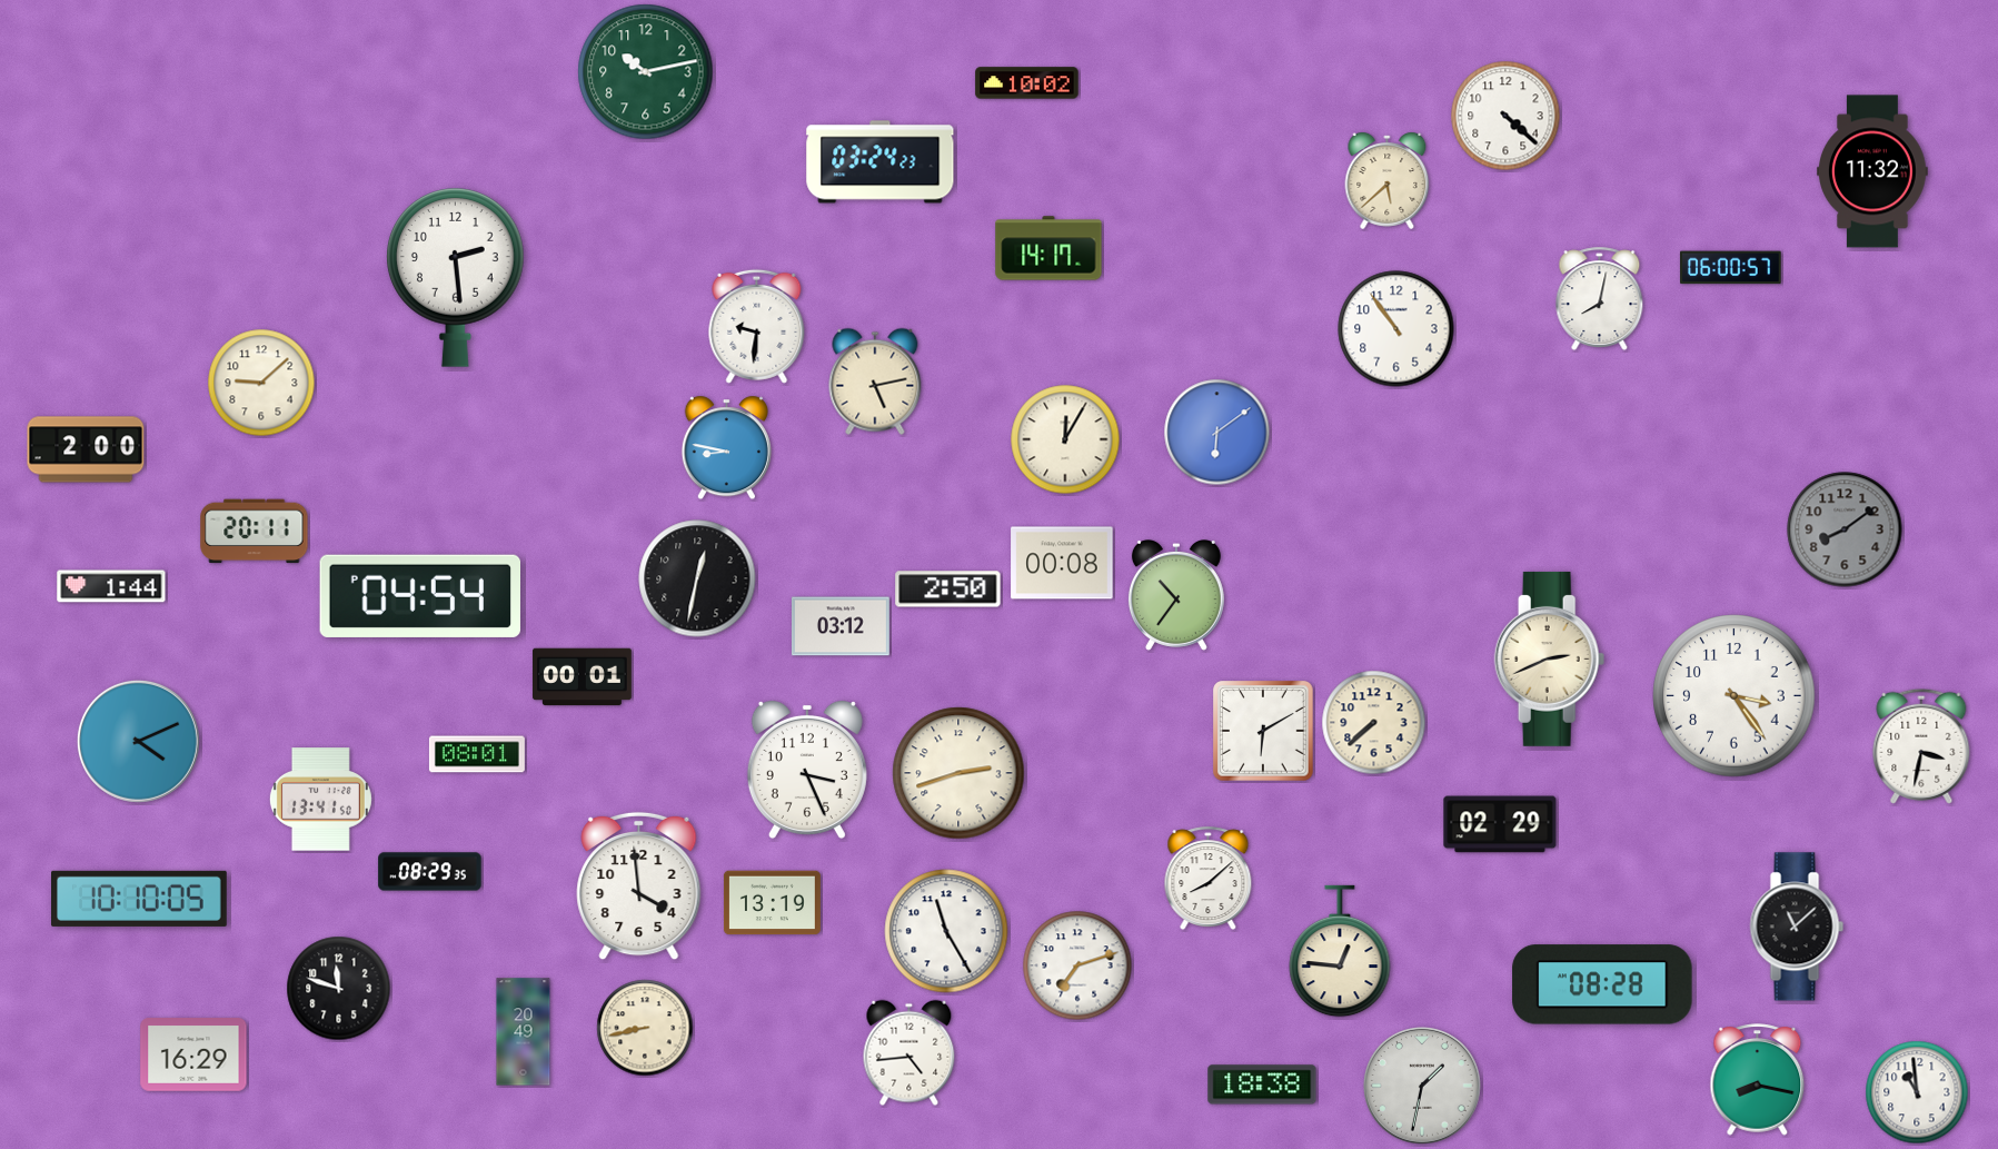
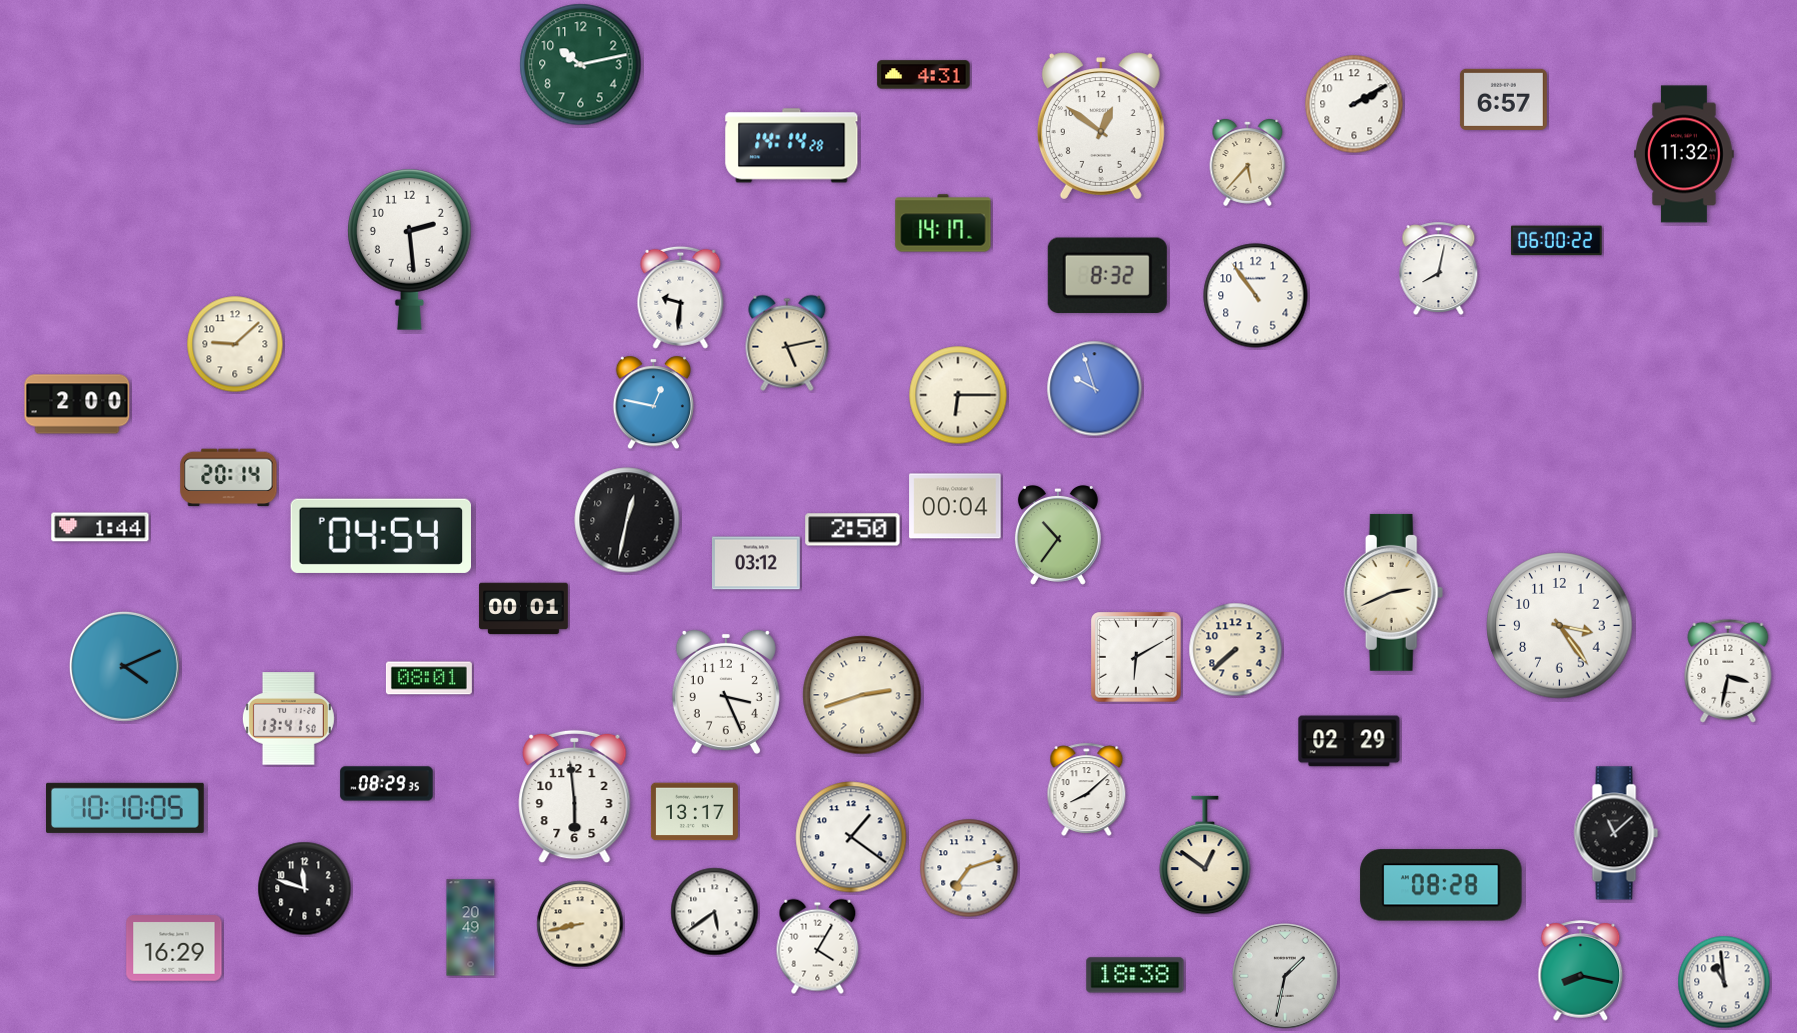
clock at (1027, 83): 10:02 -> 4:31
clock at (1503, 99): none -> 6:57
clock at (1505, 116): 4:22 -> 2:10
clock at (1101, 126): none -> 12:51
clock at (881, 162): 03:24 -> 14:14
clock at (1388, 180): 5:38 -> 5:37
clock at (1731, 268): 06:00:57 -> 06:00:22
clock at (1107, 275): none -> 8:32
clock at (757, 326) position: (757, 326) -> (681, 297)
clock at (1217, 433): 6:09 -> 9:57
clock at (1065, 439): 12:05 -> 6:15
clock at (726, 448): 8:47 -> 12:47
clock at (1845, 529): 8:09 -> none
clock at (255, 532): 20:11 -> 20:14
clock at (1062, 563): 00:08 -> 00:04
clock at (419, 596) position: (419, 596) -> (380, 536)
clock at (639, 886): 3:59 -> 5:59
clock at (772, 903): 13:19 -> 13:17
clock at (946, 931): 11:25 -> 1:21
clock at (1340, 951): 12:46 -> 12:51
clock at (715, 912): none -> 5:39
clock at (909, 1053): 4:44 -> 4:05
clock at (1422, 1086) position: (1422, 1086) -> (1285, 976)
